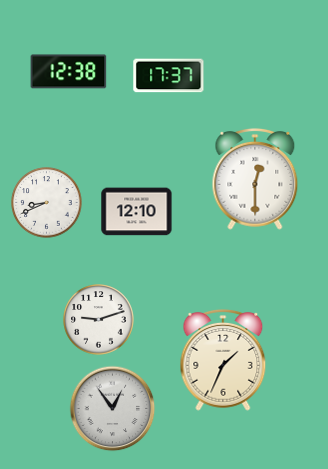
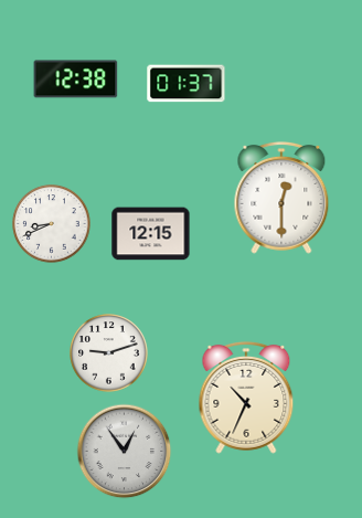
clock at (169, 76): 17:37 -> 01:37
clock at (137, 212): 12:10 -> 12:15
clock at (223, 360): 1:34 -> 10:34
